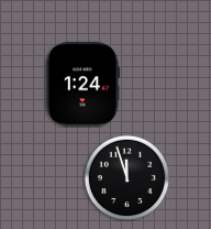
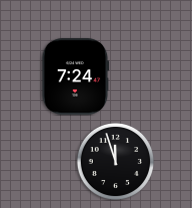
clock at (84, 85): 1:24 -> 7:24
